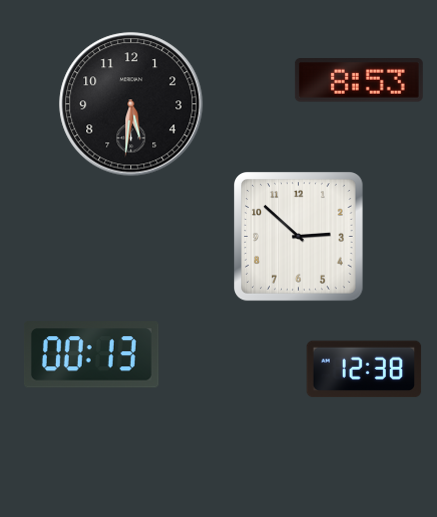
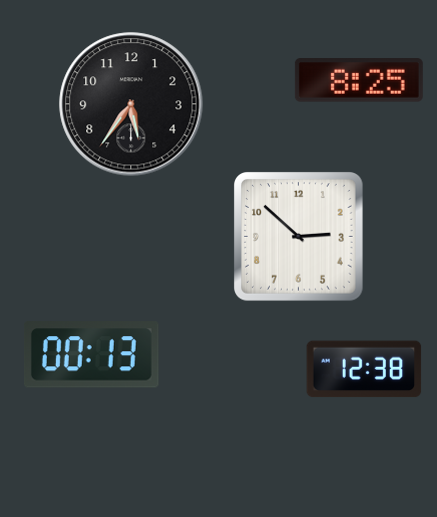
clock at (359, 80): 8:53 -> 8:25
clock at (131, 104): 5:31 -> 5:36
